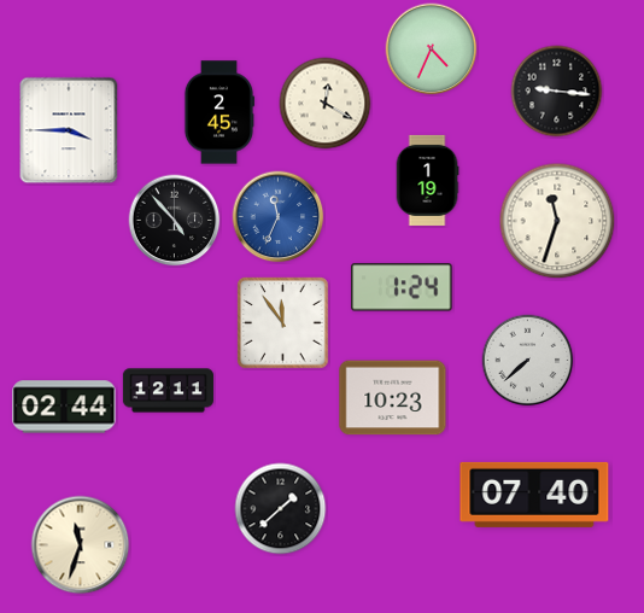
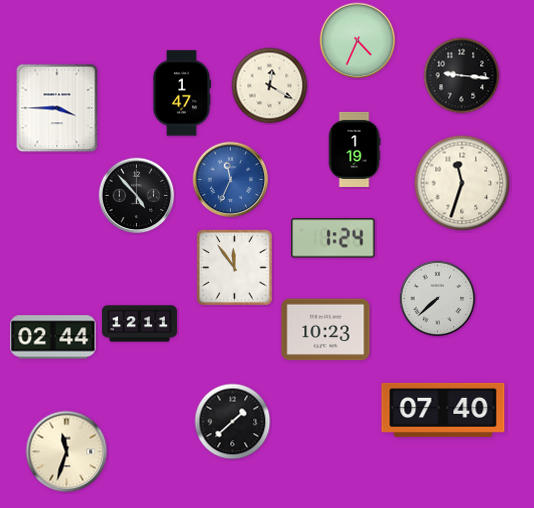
clock at (219, 112): 2:45 -> 1:47
clock at (175, 221) position: (175, 221) -> (137, 196)
